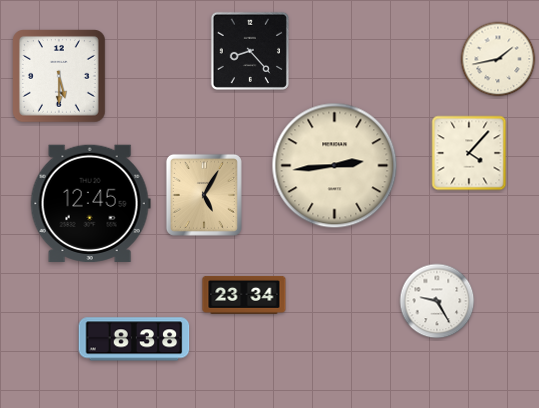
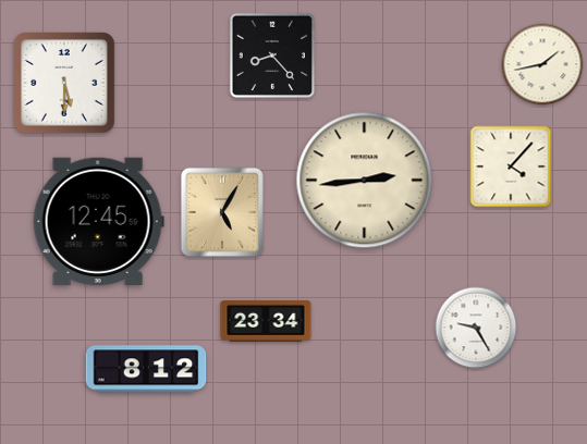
clock at (134, 339): 8:38 -> 8:12
